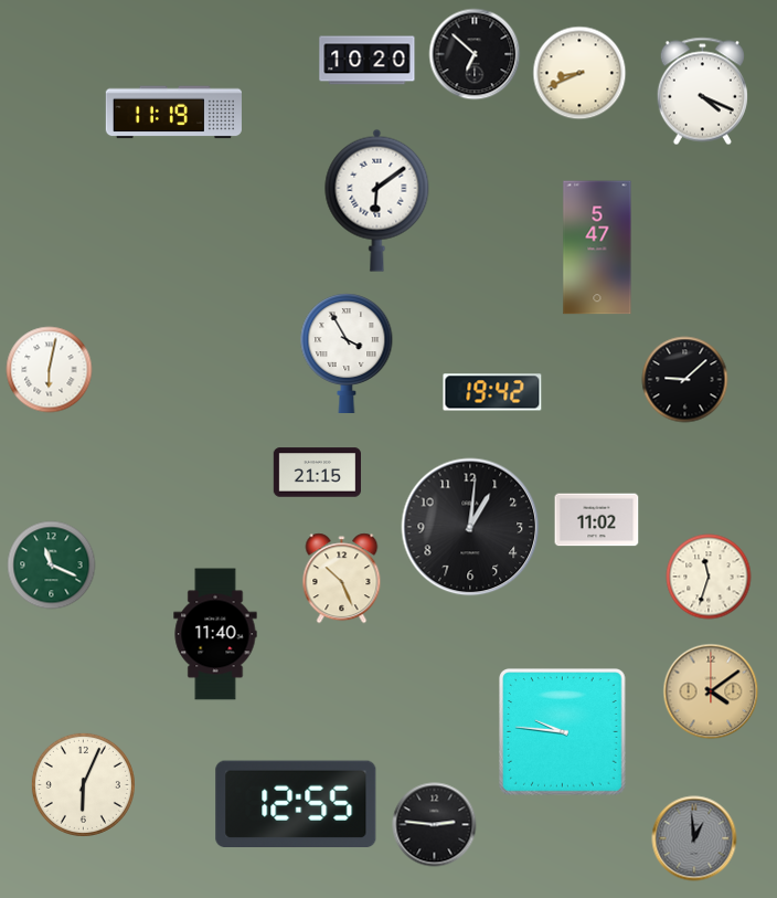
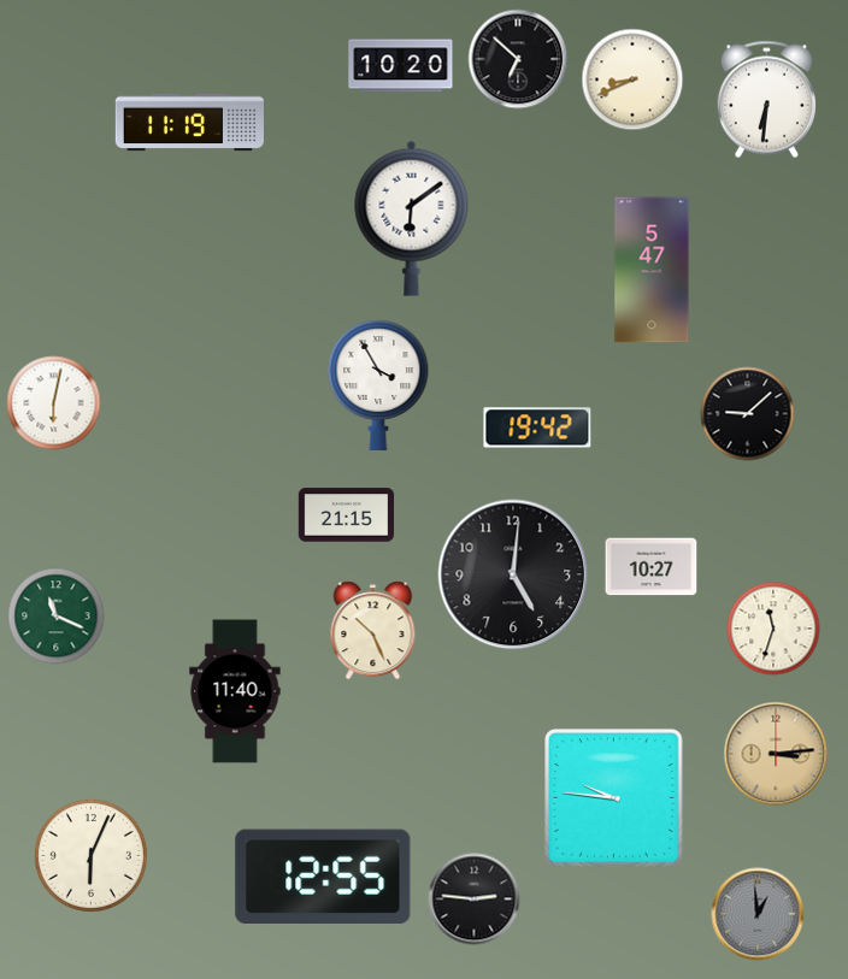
clock at (702, 92): 4:19 -> 6:31
clock at (597, 520): 11:02 -> 10:27
clock at (470, 527): 1:01 -> 5:01
clock at (711, 691): 4:09 -> 3:14
